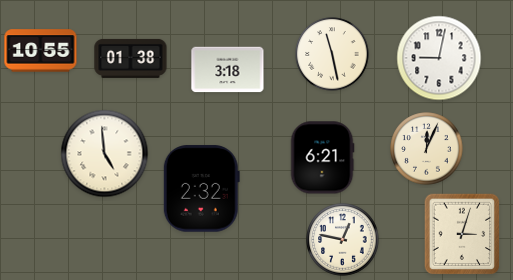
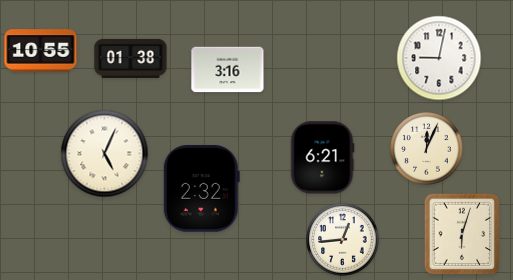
clock at (332, 54): 11:28 -> none
clock at (228, 70): 3:18 -> 3:16
clock at (105, 154): 4:59 -> 5:04
clock at (462, 234): 3:03 -> 6:03
clock at (343, 240): 12:47 -> 12:44
